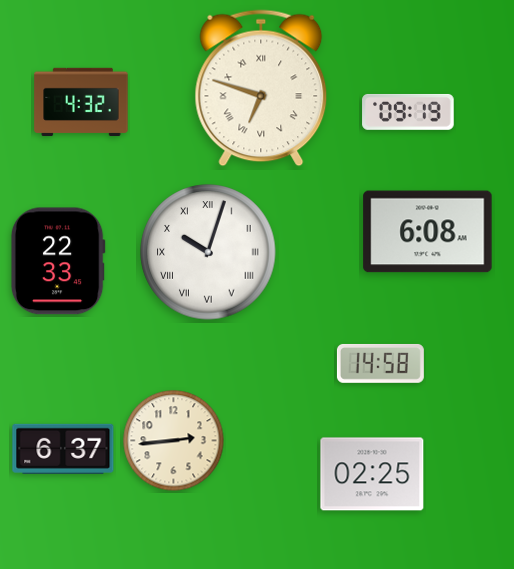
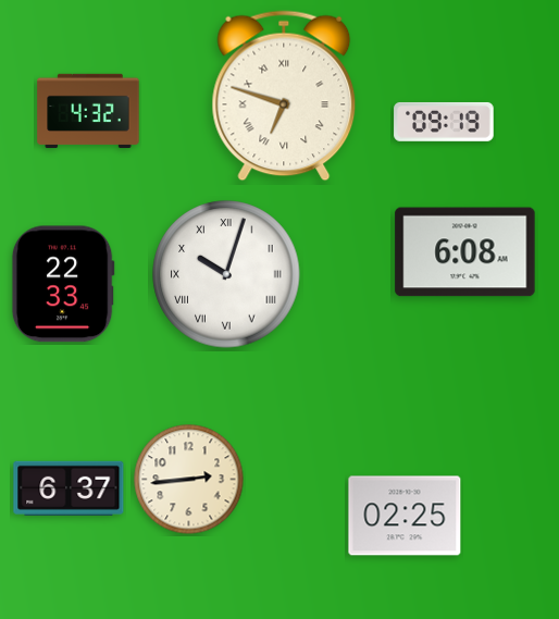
clock at (380, 363): 14:58 -> none
